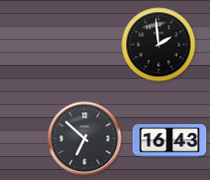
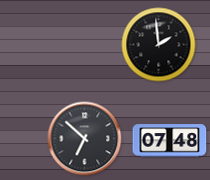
clock at (170, 141): 16:43 -> 07:48
